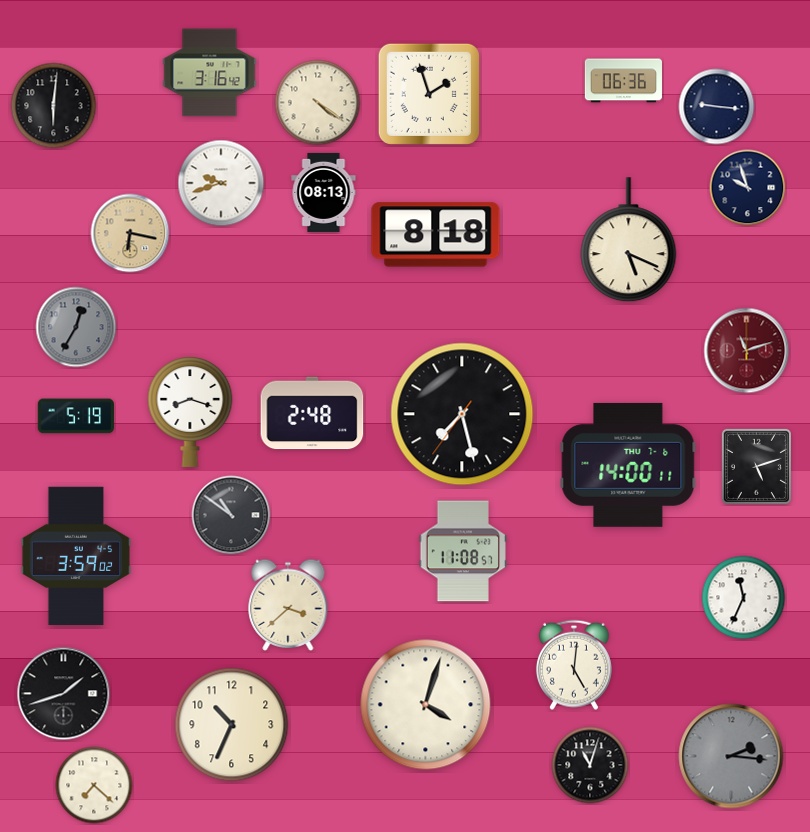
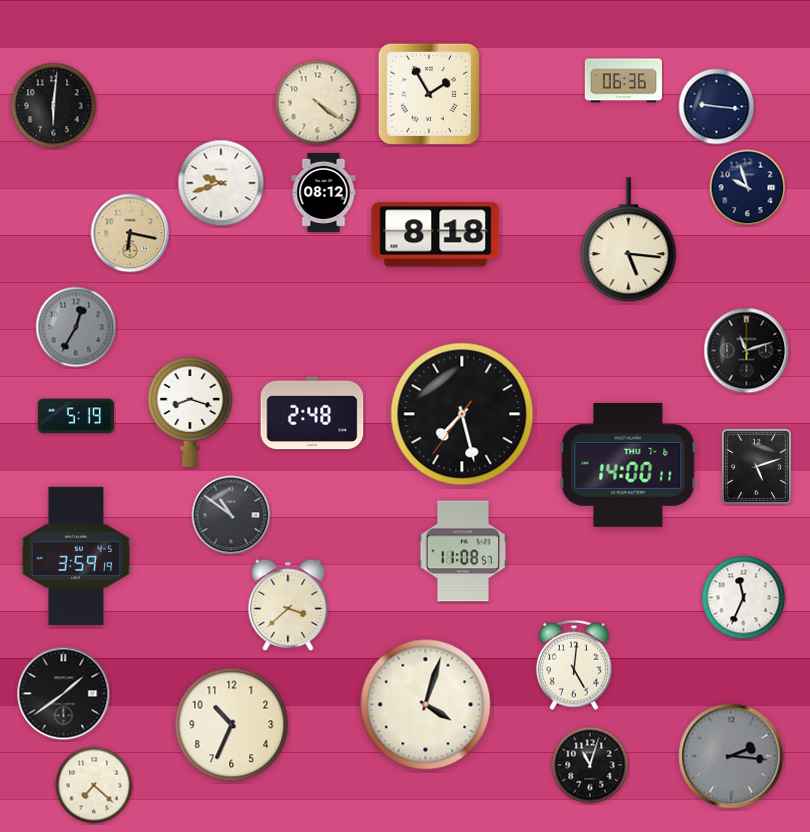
clock at (210, 73): 3:16 -> none
clock at (429, 94): 1:57 -> 1:55
clock at (324, 192): 08:13 -> 08:12
clock at (629, 240): 5:19 -> 5:16
clock at (747, 351) dial: burgundy -> black
clock at (76, 556): 3:59:02 -> 3:59:19
clock at (64, 694): 1:42 -> 1:39
